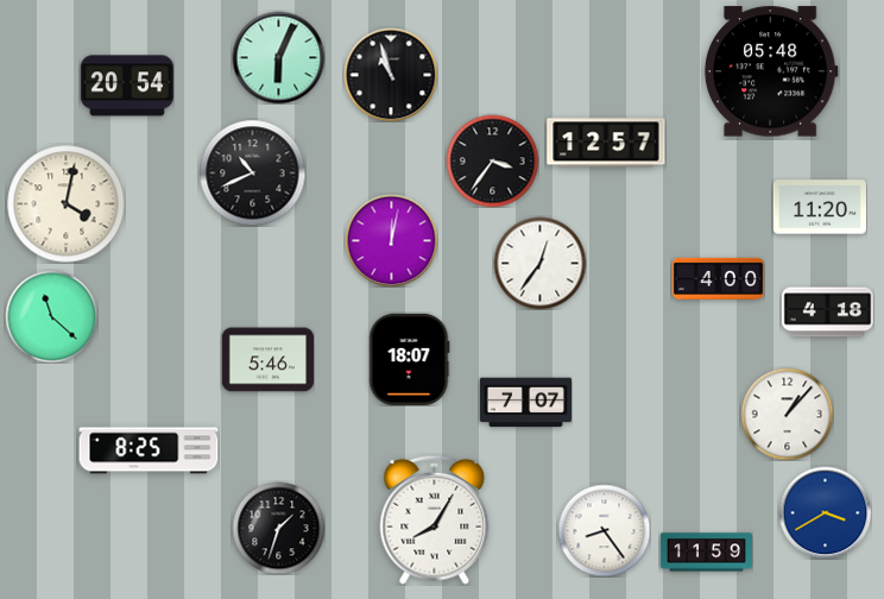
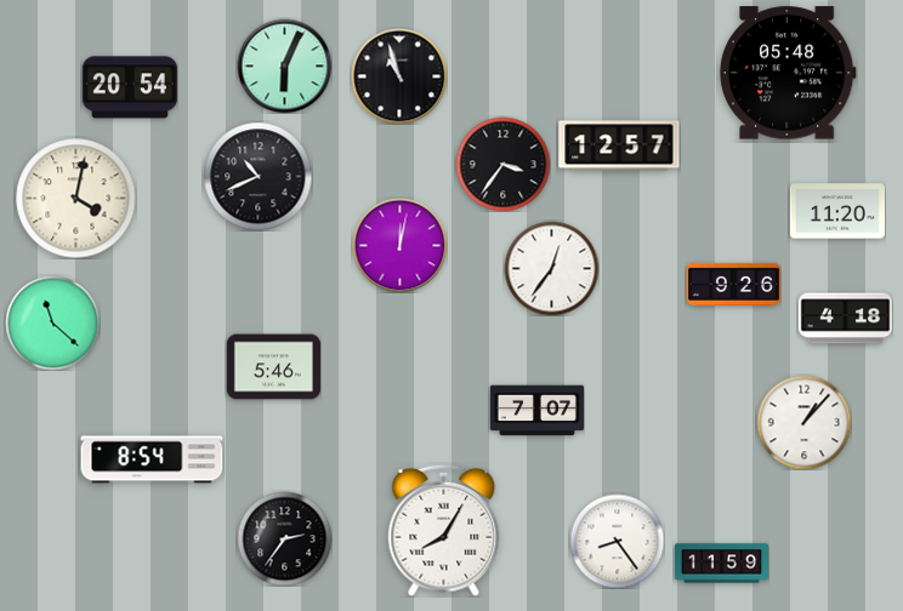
clock at (278, 57) position: (278, 57) -> (284, 65)
clock at (67, 204) position: (67, 204) -> (76, 199)
clock at (718, 278): 4:00 -> 9:26
clock at (410, 359): 18:07 -> none
clock at (149, 450): 8:25 -> 8:54
clock at (825, 512): 3:40 -> none
clock at (278, 528): 1:33 -> 2:36
